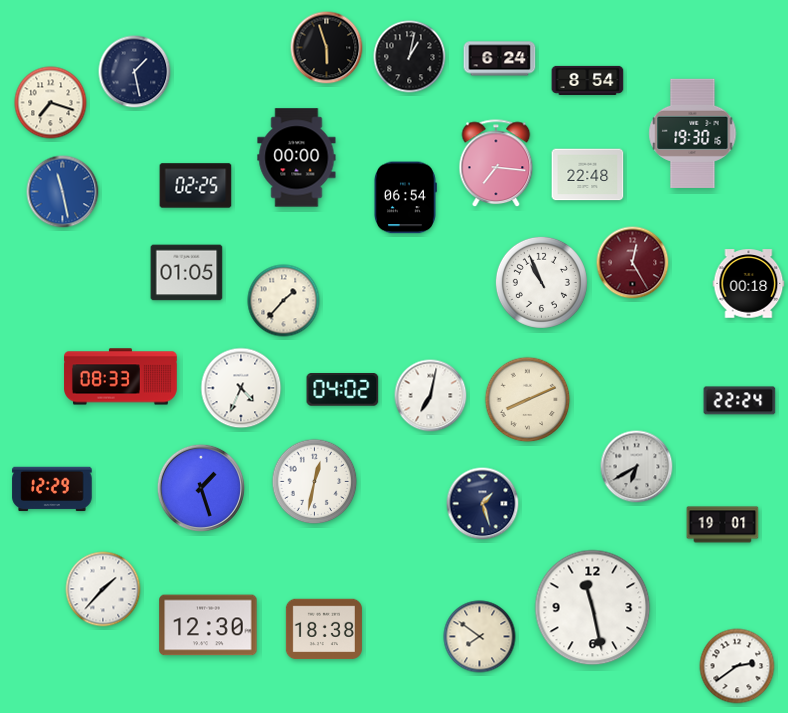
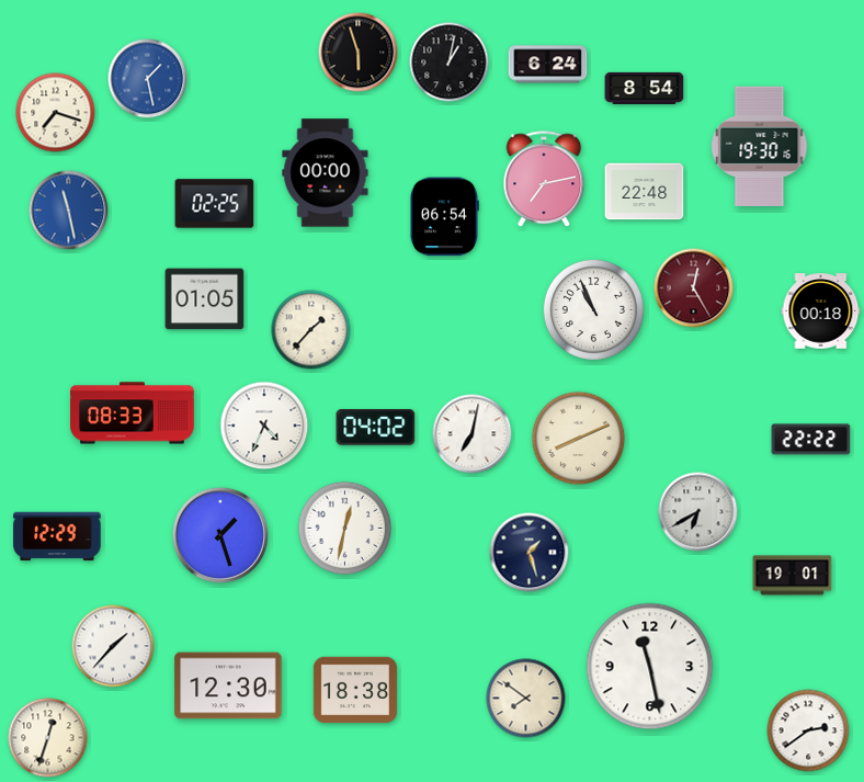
clock at (135, 72) dial: navy -> blue
clock at (496, 164): 7:16 -> 7:13
clock at (740, 401): 22:24 -> 22:22
clock at (48, 738): none -> 12:33
